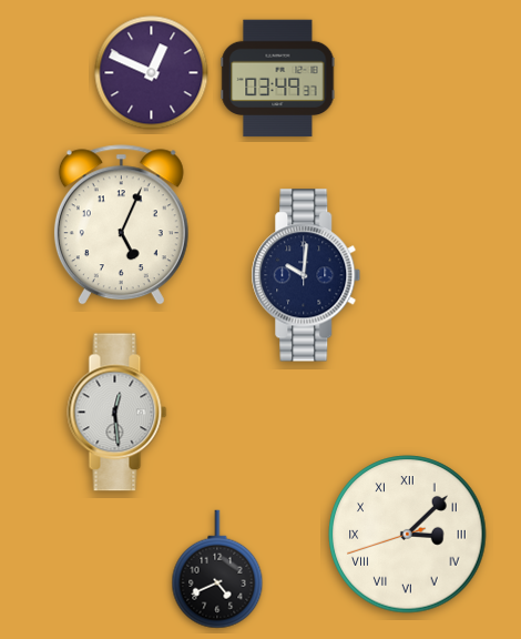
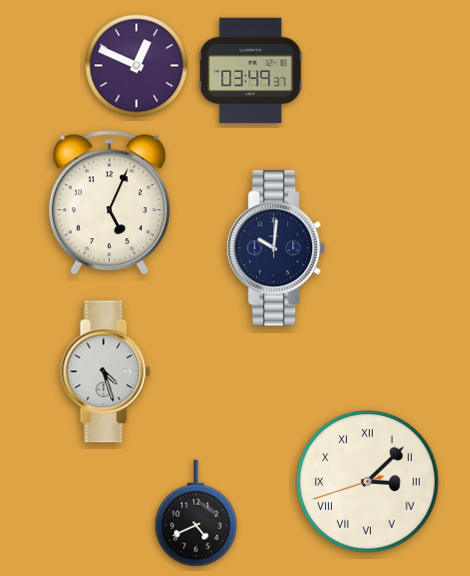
clock at (118, 413): 12:29 -> 4:27
